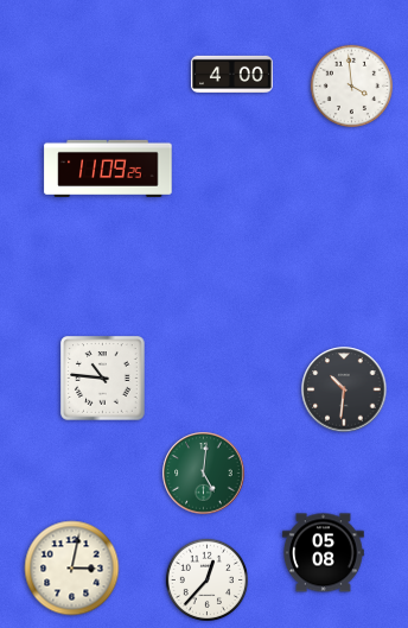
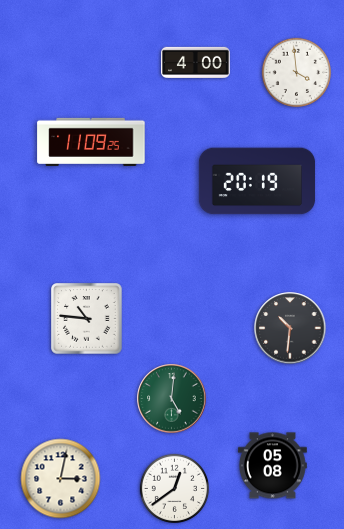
clock at (257, 181): none -> 20:19
clock at (206, 579): 12:37 -> 12:39
